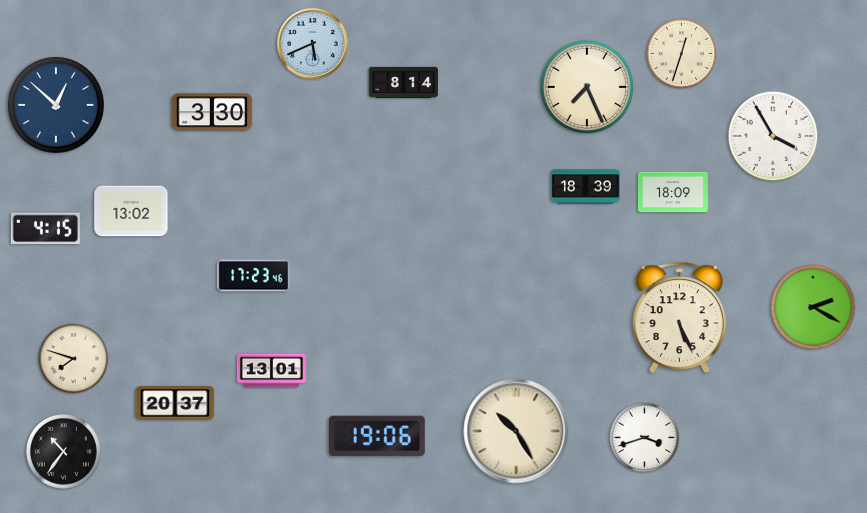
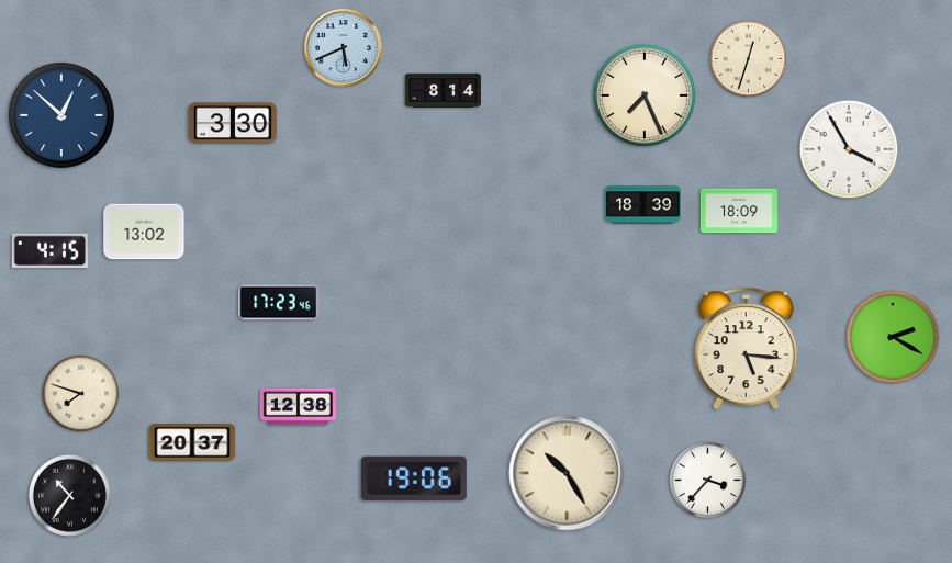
clock at (679, 318): 5:26 -> 5:16
clock at (271, 371): 13:01 -> 12:38
clock at (645, 438): 3:42 -> 3:37
